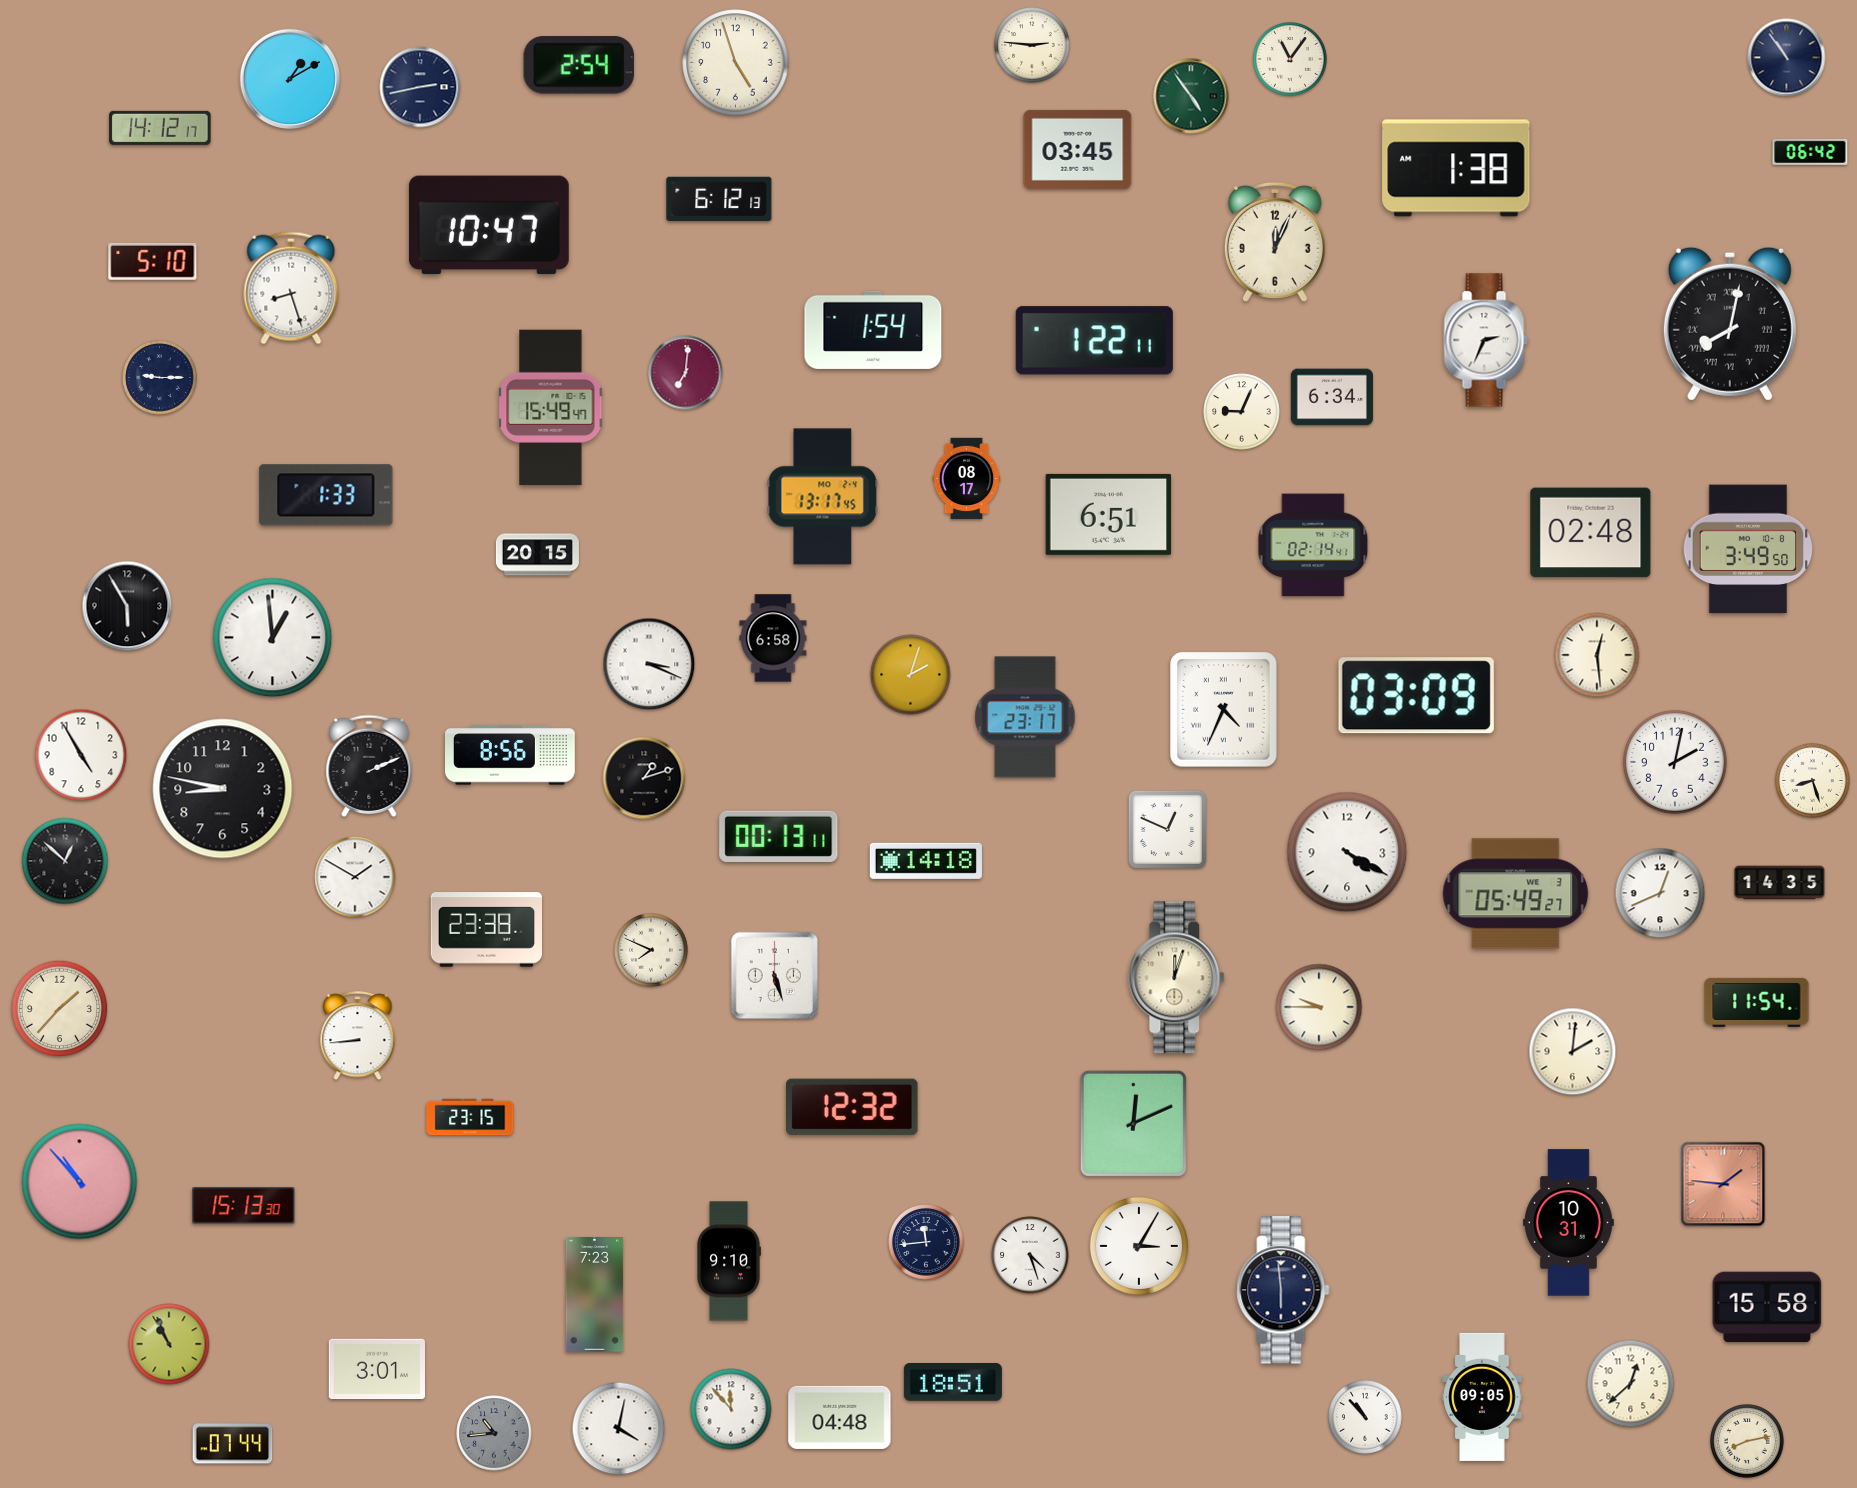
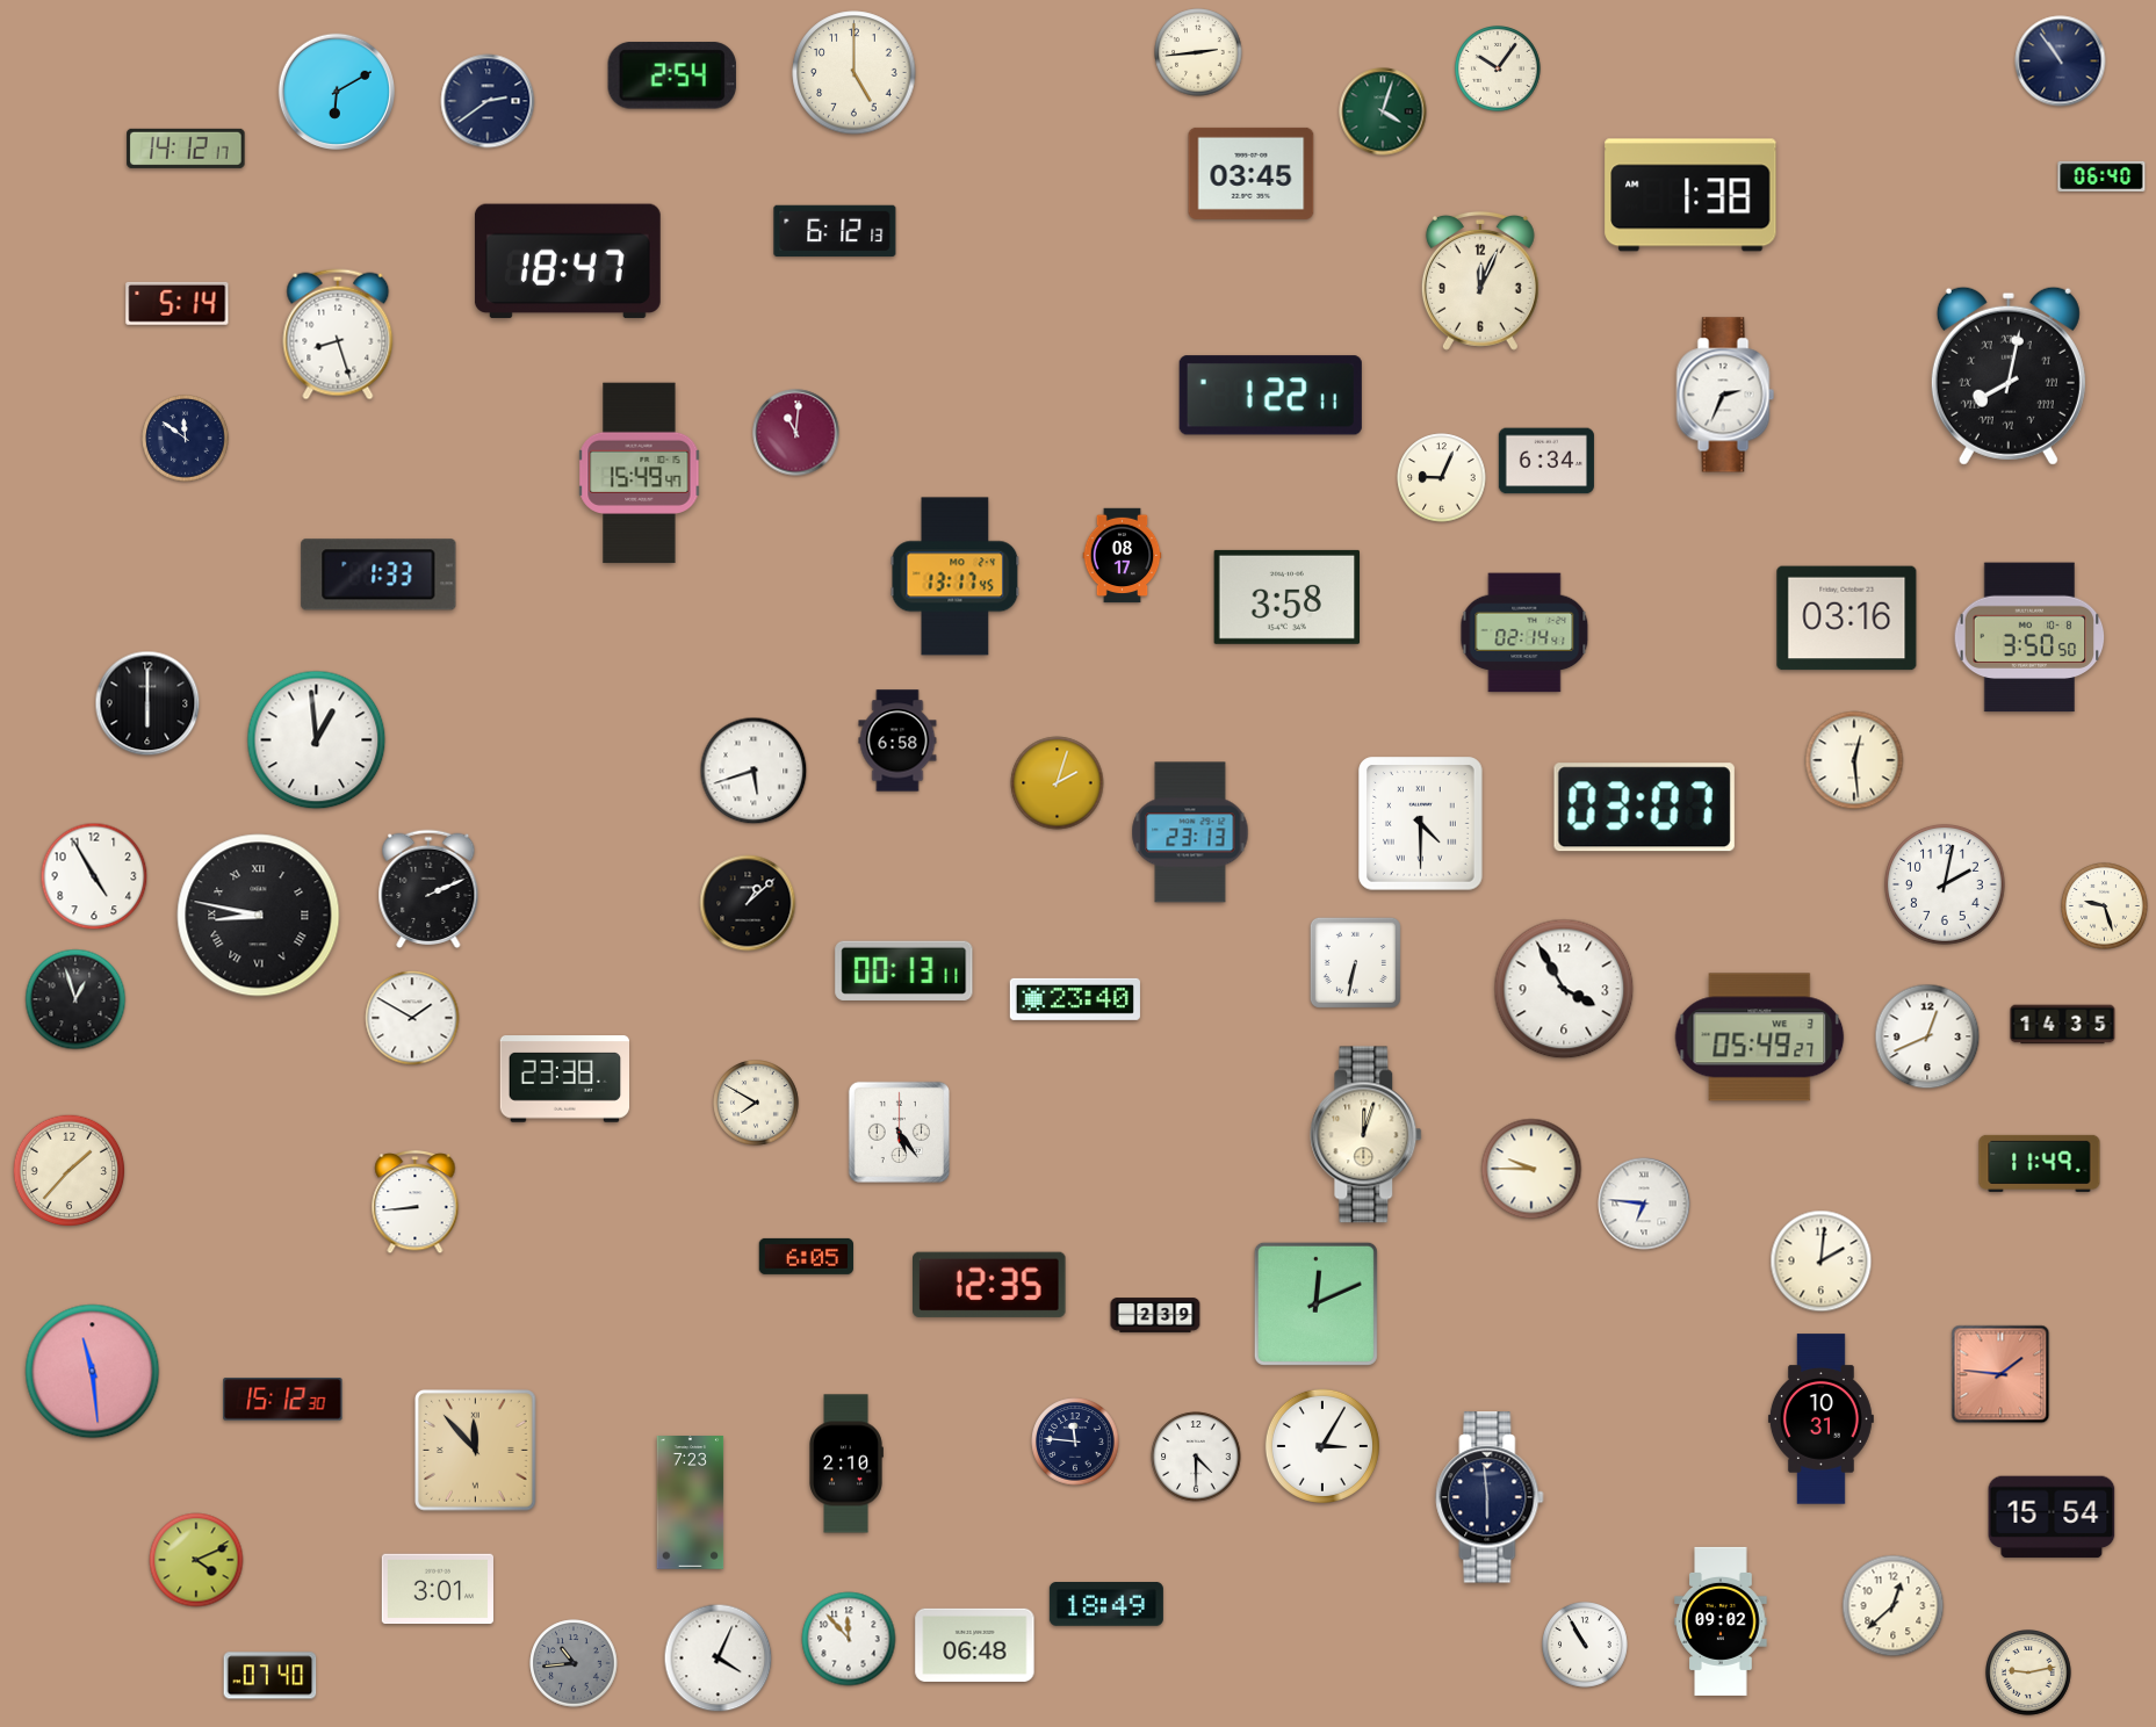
clock at (1032, 45): 2:46 -> 2:44
clock at (1787, 58) position: (1787, 58) -> (2061, 62)
clock at (1291, 60): 11:06 -> 10:06
clock at (736, 63): 4:57 -> 5:00
clock at (289, 78): 1:10 -> 6:10
clock at (420, 87): 2:43 -> 2:39
clock at (1191, 96): 4:54 -> 4:03
clock at (1810, 152): 06:42 -> 06:40
clock at (489, 225): 10:47 -> 18:47
clock at (153, 261): 5:10 -> 5:14
clock at (873, 330): 1:54 -> none
clock at (686, 373): 7:01 -> 11:01
clock at (160, 378): 9:15 -> 11:51
clock at (1109, 514): 6:51 -> 3:58
clock at (1591, 533): 02:48 -> 03:16
clock at (1748, 549): 3:49 -> 3:50
clock at (537, 555): 20:15 -> none
clock at (127, 606): 5:55 -> 6:00
clock at (649, 664): 3:19 -> 5:42
clock at (1416, 696): 03:09 -> 03:07
clock at (1224, 710): 4:34 -> 4:30
clock at (1025, 717): 23:17 -> 23:13
clock at (511, 755): 8:56 -> none
clock at (644, 778): 1:12 -> 1:08
clock at (1813, 781): 8:27 -> 9:27
clock at (223, 789) numerals: Arabic -> Roman
clock at (1167, 829): 12:49 -> 6:32
clock at (1347, 852): 4:20 -> 3:55
clock at (65, 861): 12:52 -> 12:57
clock at (926, 861): 14:18 -> 23:40
clock at (1780, 883) position: (1780, 883) -> (2063, 1025)
clock at (652, 951): 7:49 -> 7:50
clock at (774, 975): 5:27 -> 5:24
clock at (1757, 1002): 11:54 -> 11:49
clock at (1644, 1204): none -> 6:46
clock at (1573, 1052) position: (1573, 1052) -> (1822, 1262)
clock at (806, 1256): none -> 6:05
clock at (853, 1107): 12:32 -> 12:35
clock at (470, 1117): 23:15 -> none
clock at (1155, 1315): none -> 2:39
clock at (80, 1182): 10:53 -> 11:29
clock at (244, 1206): 15:13 -> 15:12
clock at (926, 1242): 11:44 -> 11:46
clock at (476, 1451): none -> 11:53
clock at (1030, 1255): 4:27 -> 4:30
clock at (729, 1261): 9:10 -> 2:10
clock at (1767, 1307): 15:58 -> 15:54
clock at (169, 1344): 10:56 -> 4:11
clock at (953, 1383): 18:51 -> 18:49
clock at (1482, 1397): 09:05 -> 09:02
clock at (731, 1409) position: (731, 1409) -> (849, 1639)
clock at (840, 1417): 04:48 -> 06:48
clock at (1366, 1418): 10:53 -> 10:55
clock at (619, 1429): 4:02 -> 4:04
clock at (1748, 1442): 8:13 -> 9:13
clock at (233, 1444): 07:44 -> 07:40
